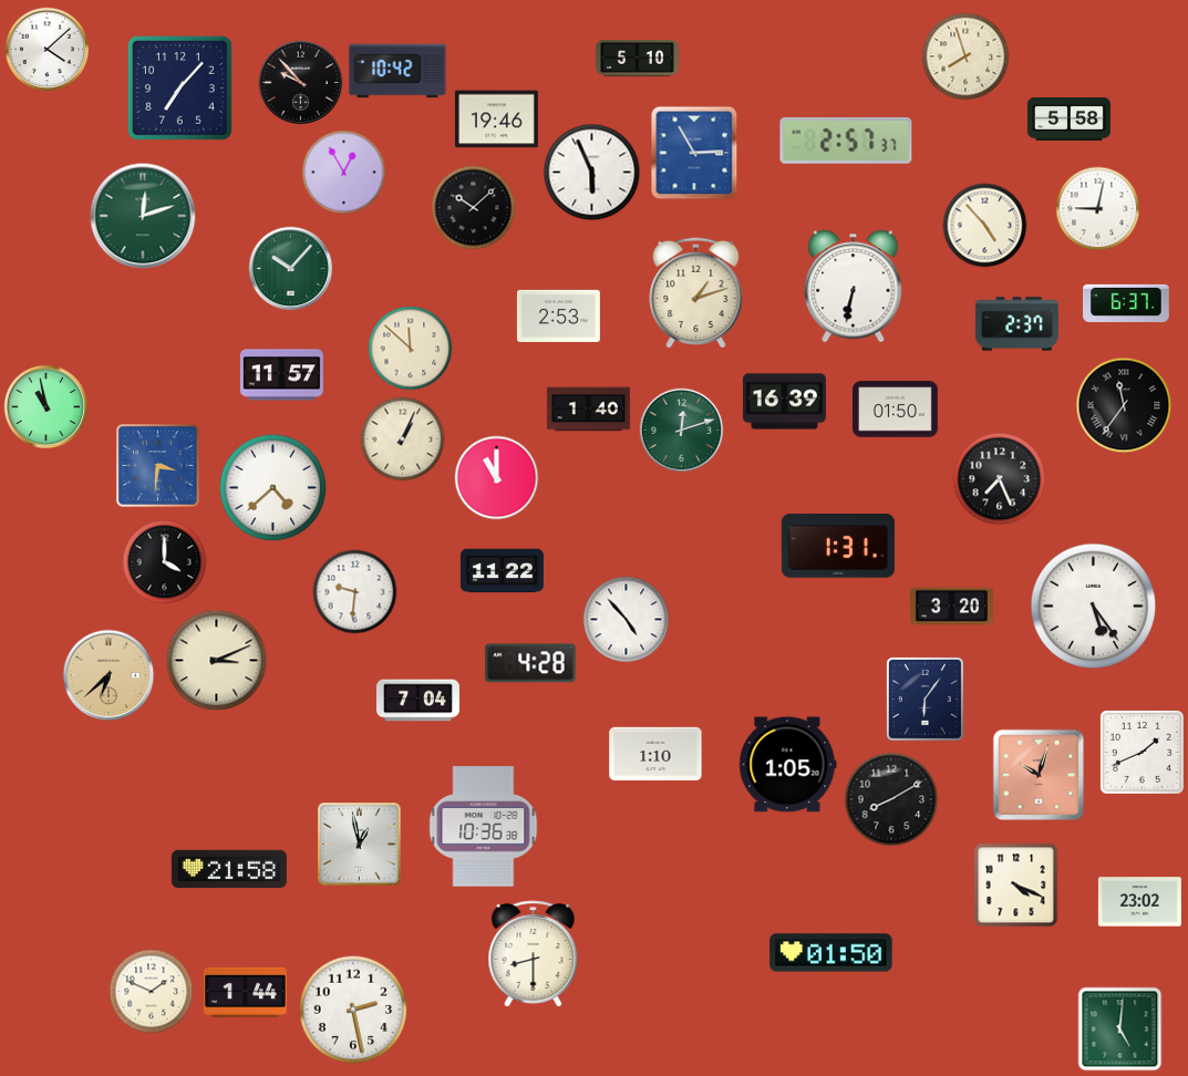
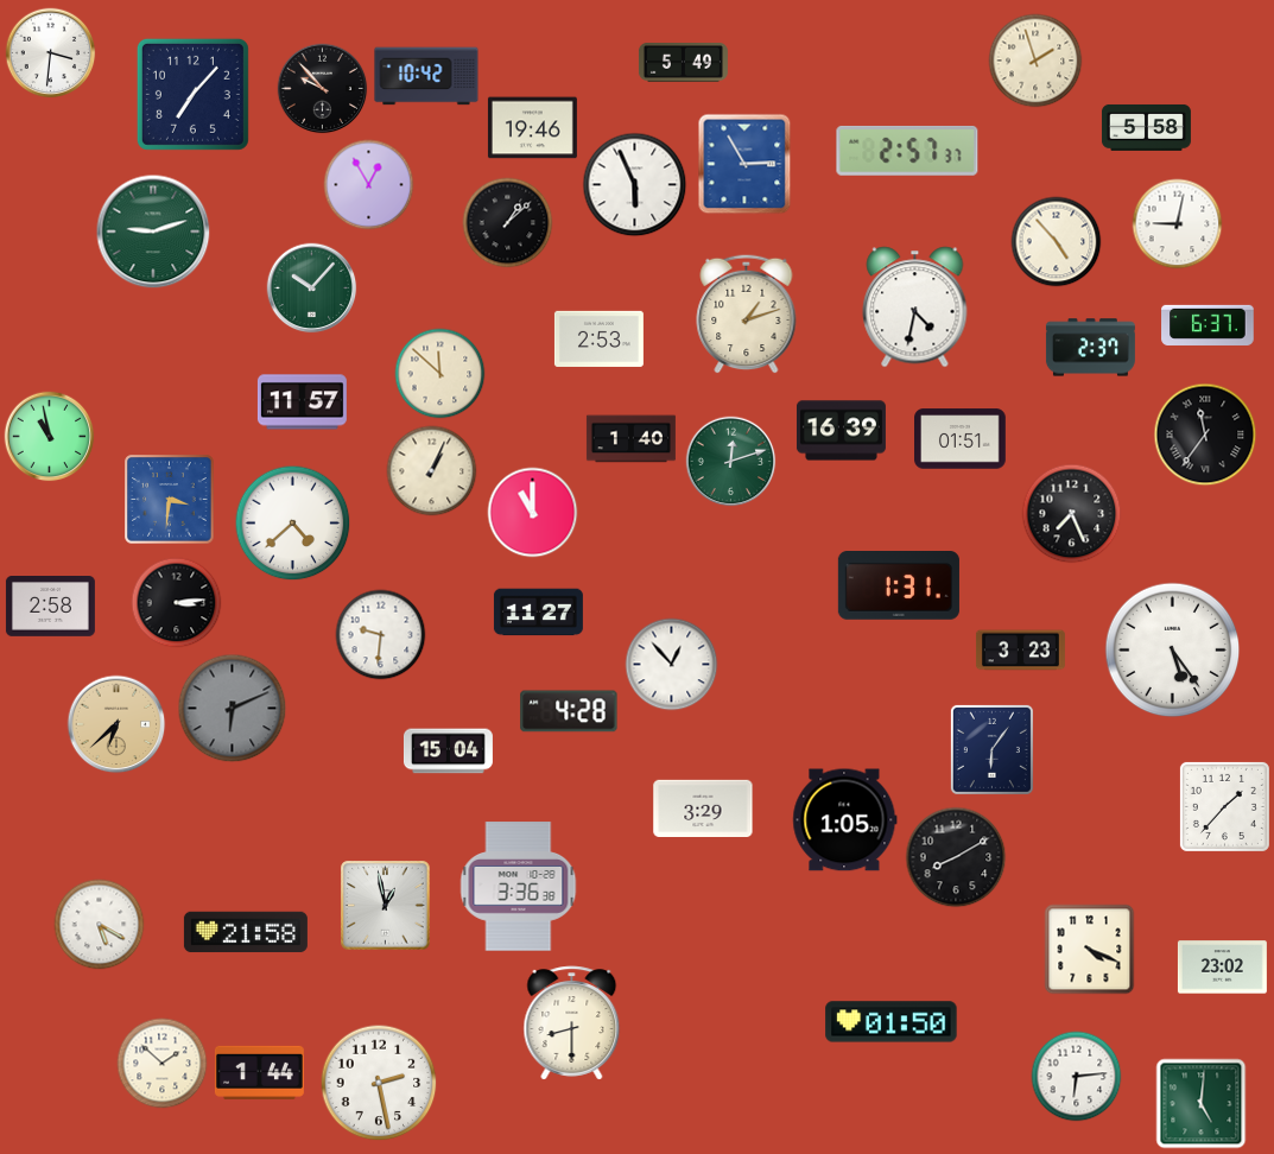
clock at (48, 50): 4:08 -> 3:31
clock at (965, 56): 7:57 -> 1:57
clock at (637, 59): 5:10 -> 5:49
clock at (474, 208): 10:08 -> 1:08
clock at (143, 216): 12:12 -> 9:12
clock at (854, 287): 6:32 -> 4:32
clock at (896, 410): 01:50 -> 01:51
clock at (165, 562): 4:00 -> 3:14
clock at (50, 607): none -> 2:58
clock at (502, 571): 11:22 -> 11:27
clock at (951, 607): 3:20 -> 3:23
clock at (627, 620): 4:53 -> 12:53
clock at (217, 661): 3:11 -> 6:11
clock at (217, 661) dial: cream -> grey
clock at (417, 701): 7:04 -> 15:04
clock at (1141, 752): 1:41 -> 1:37
clock at (655, 754): 1:10 -> 3:29
clock at (1039, 775): 10:03 -> none
clock at (484, 827): 10:36 -> 3:36
clock at (100, 925): none -> 5:20
clock at (152, 992): 1:49 -> 1:52
clock at (245, 992) position: (245, 992) -> (259, 1072)
clock at (1077, 1077): none -> 6:14
